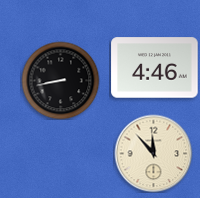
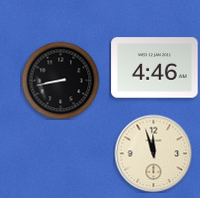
clock at (153, 153): 11:53 -> 11:57
